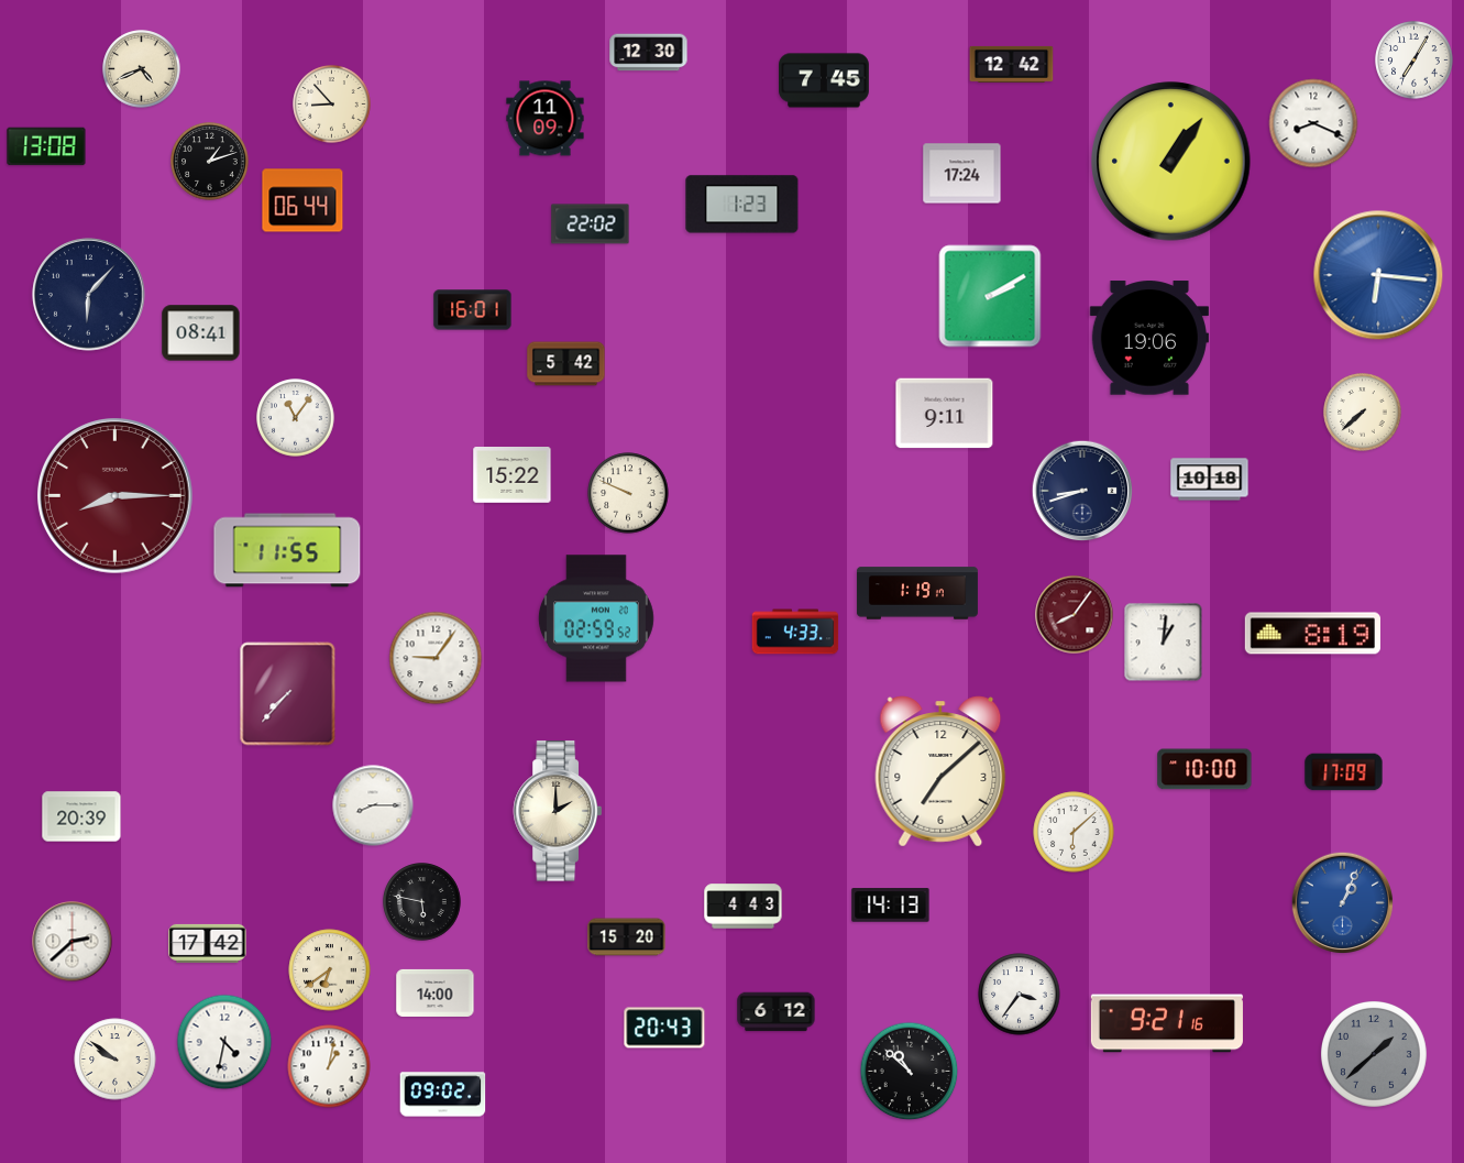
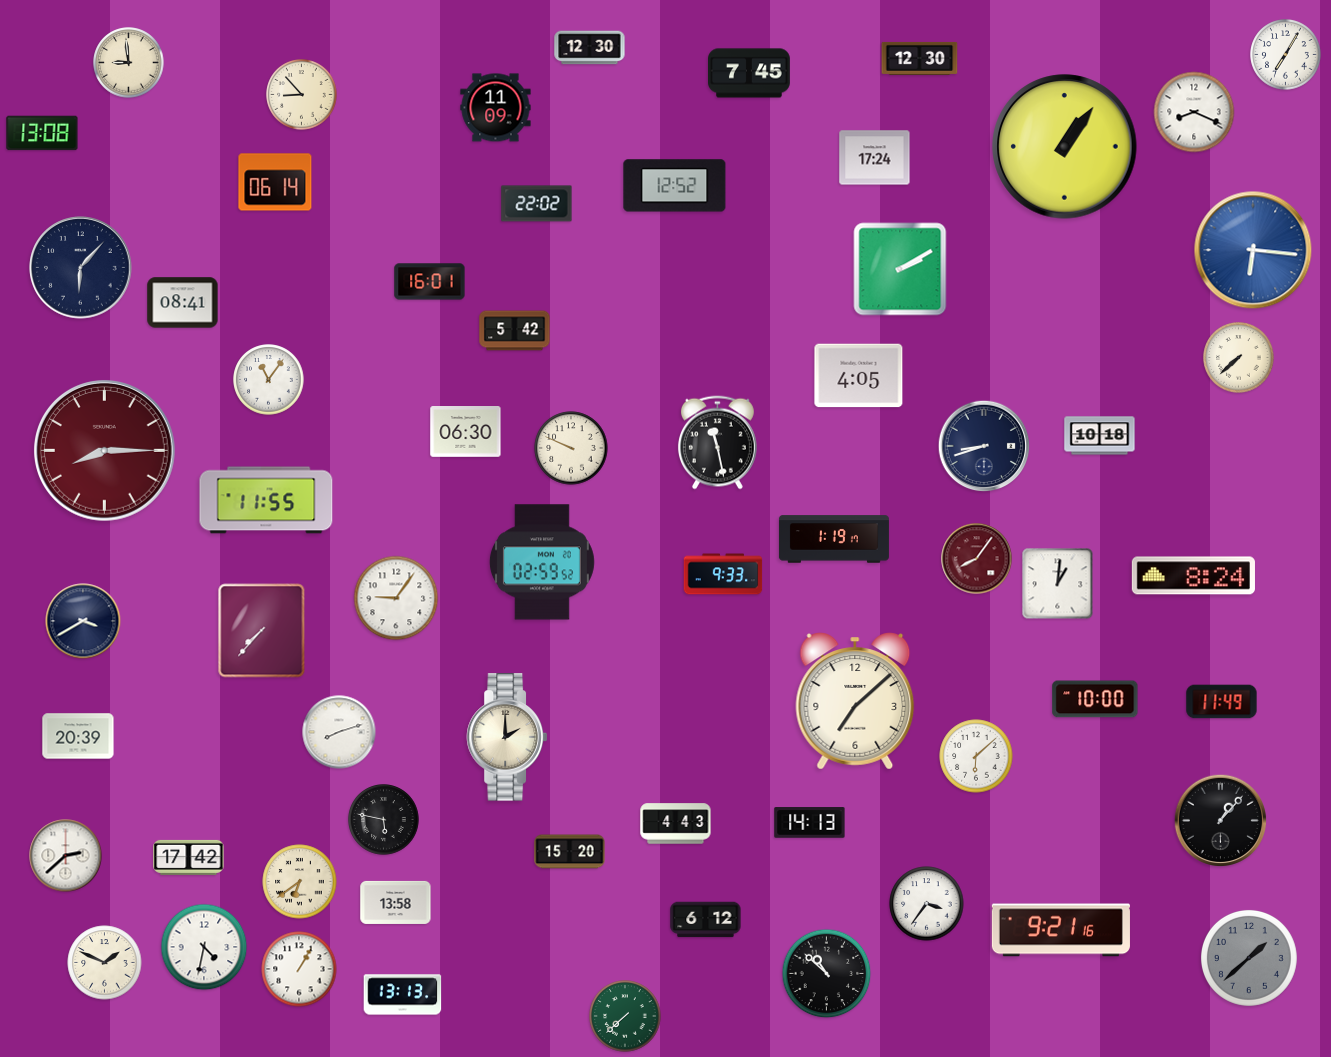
clock at (1012, 64): 12:42 -> 12:30
clock at (142, 69): 4:41 -> 8:59
clock at (210, 162): 1:12 -> none
clock at (302, 200): 06:44 -> 06:14
clock at (742, 205): 1:23 -> 12:52
clock at (1149, 338): 19:06 -> none
clock at (1363, 413) position: (1363, 413) -> (1239, 358)
clock at (945, 414): 9:11 -> 4:05
clock at (513, 475): 15:22 -> 06:30
clock at (717, 443): none -> 11:28
clock at (287, 550) position: (287, 550) -> (266, 500)
clock at (795, 632): 4:33 -> 9:33
clock at (1312, 634): 8:19 -> 8:24
clock at (83, 621): none -> 3:40
clock at (1344, 772): 17:09 -> 11:49
clock at (373, 805): 8:15 -> 8:12
clock at (81, 816) position: (81, 816) -> (78, 736)
clock at (1343, 903): 1:04 -> 1:07
clock at (1343, 903) dial: blue -> black
clock at (436, 992): 14:00 -> 13:58
clock at (664, 1028): 20:43 -> none
clock at (115, 1060): 9:51 -> 1:49
clock at (329, 1066): 1:02 -> 1:05
clock at (443, 1095): 09:02 -> 13:13
clock at (625, 1016): none -> 7:38
